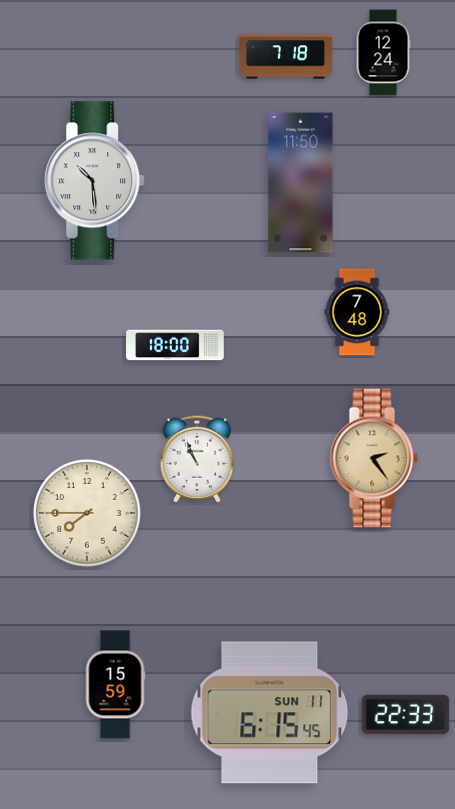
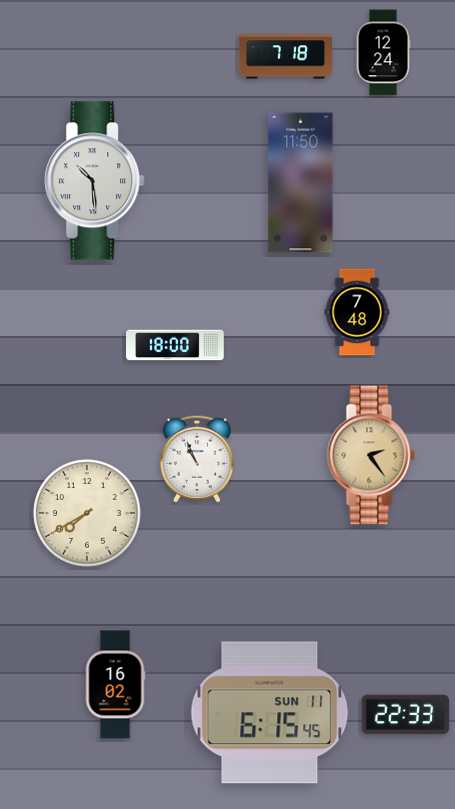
clock at (374, 458) position: (374, 458) -> (371, 455)
clock at (87, 513): 7:45 -> 7:40
clock at (115, 685): 15:59 -> 16:02
